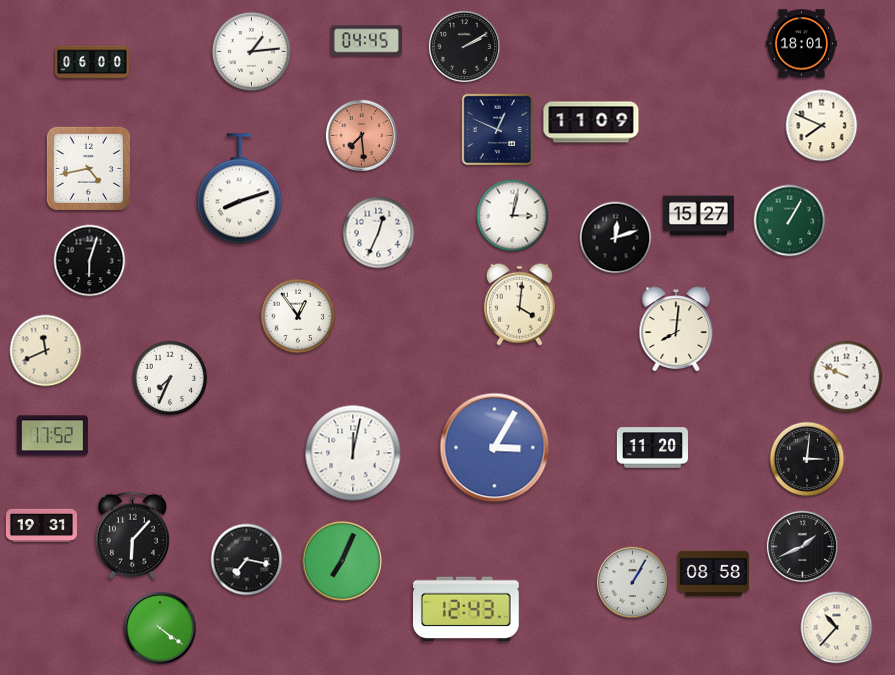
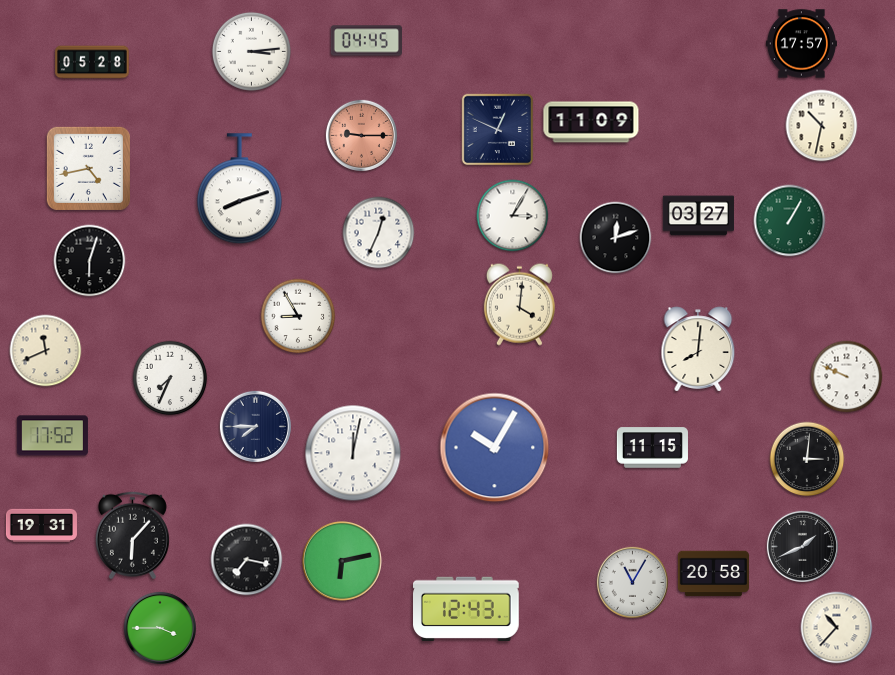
clock at (801, 44): 18:01 -> 17:57
clock at (464, 46): 2:10 -> none
clock at (251, 51): 1:14 -> 3:14
clock at (92, 62): 06:00 -> 05:28
clock at (822, 126): 7:49 -> 10:32
clock at (361, 135): 7:29 -> 9:15
clock at (513, 216): 3:02 -> 3:05
clock at (698, 216): 15:27 -> 03:27
clock at (298, 316): 12:54 -> 8:55
clock at (676, 329) position: (676, 329) -> (698, 349)
clock at (255, 426): none -> 7:45
clock at (495, 448): 3:05 -> 10:05
clock at (652, 448): 11:20 -> 11:15
clock at (343, 562): 7:04 -> 6:13
clock at (713, 574): 08:58 -> 20:58
clock at (632, 582): 1:05 -> 11:05
clock at (160, 628): 4:21 -> 3:45
